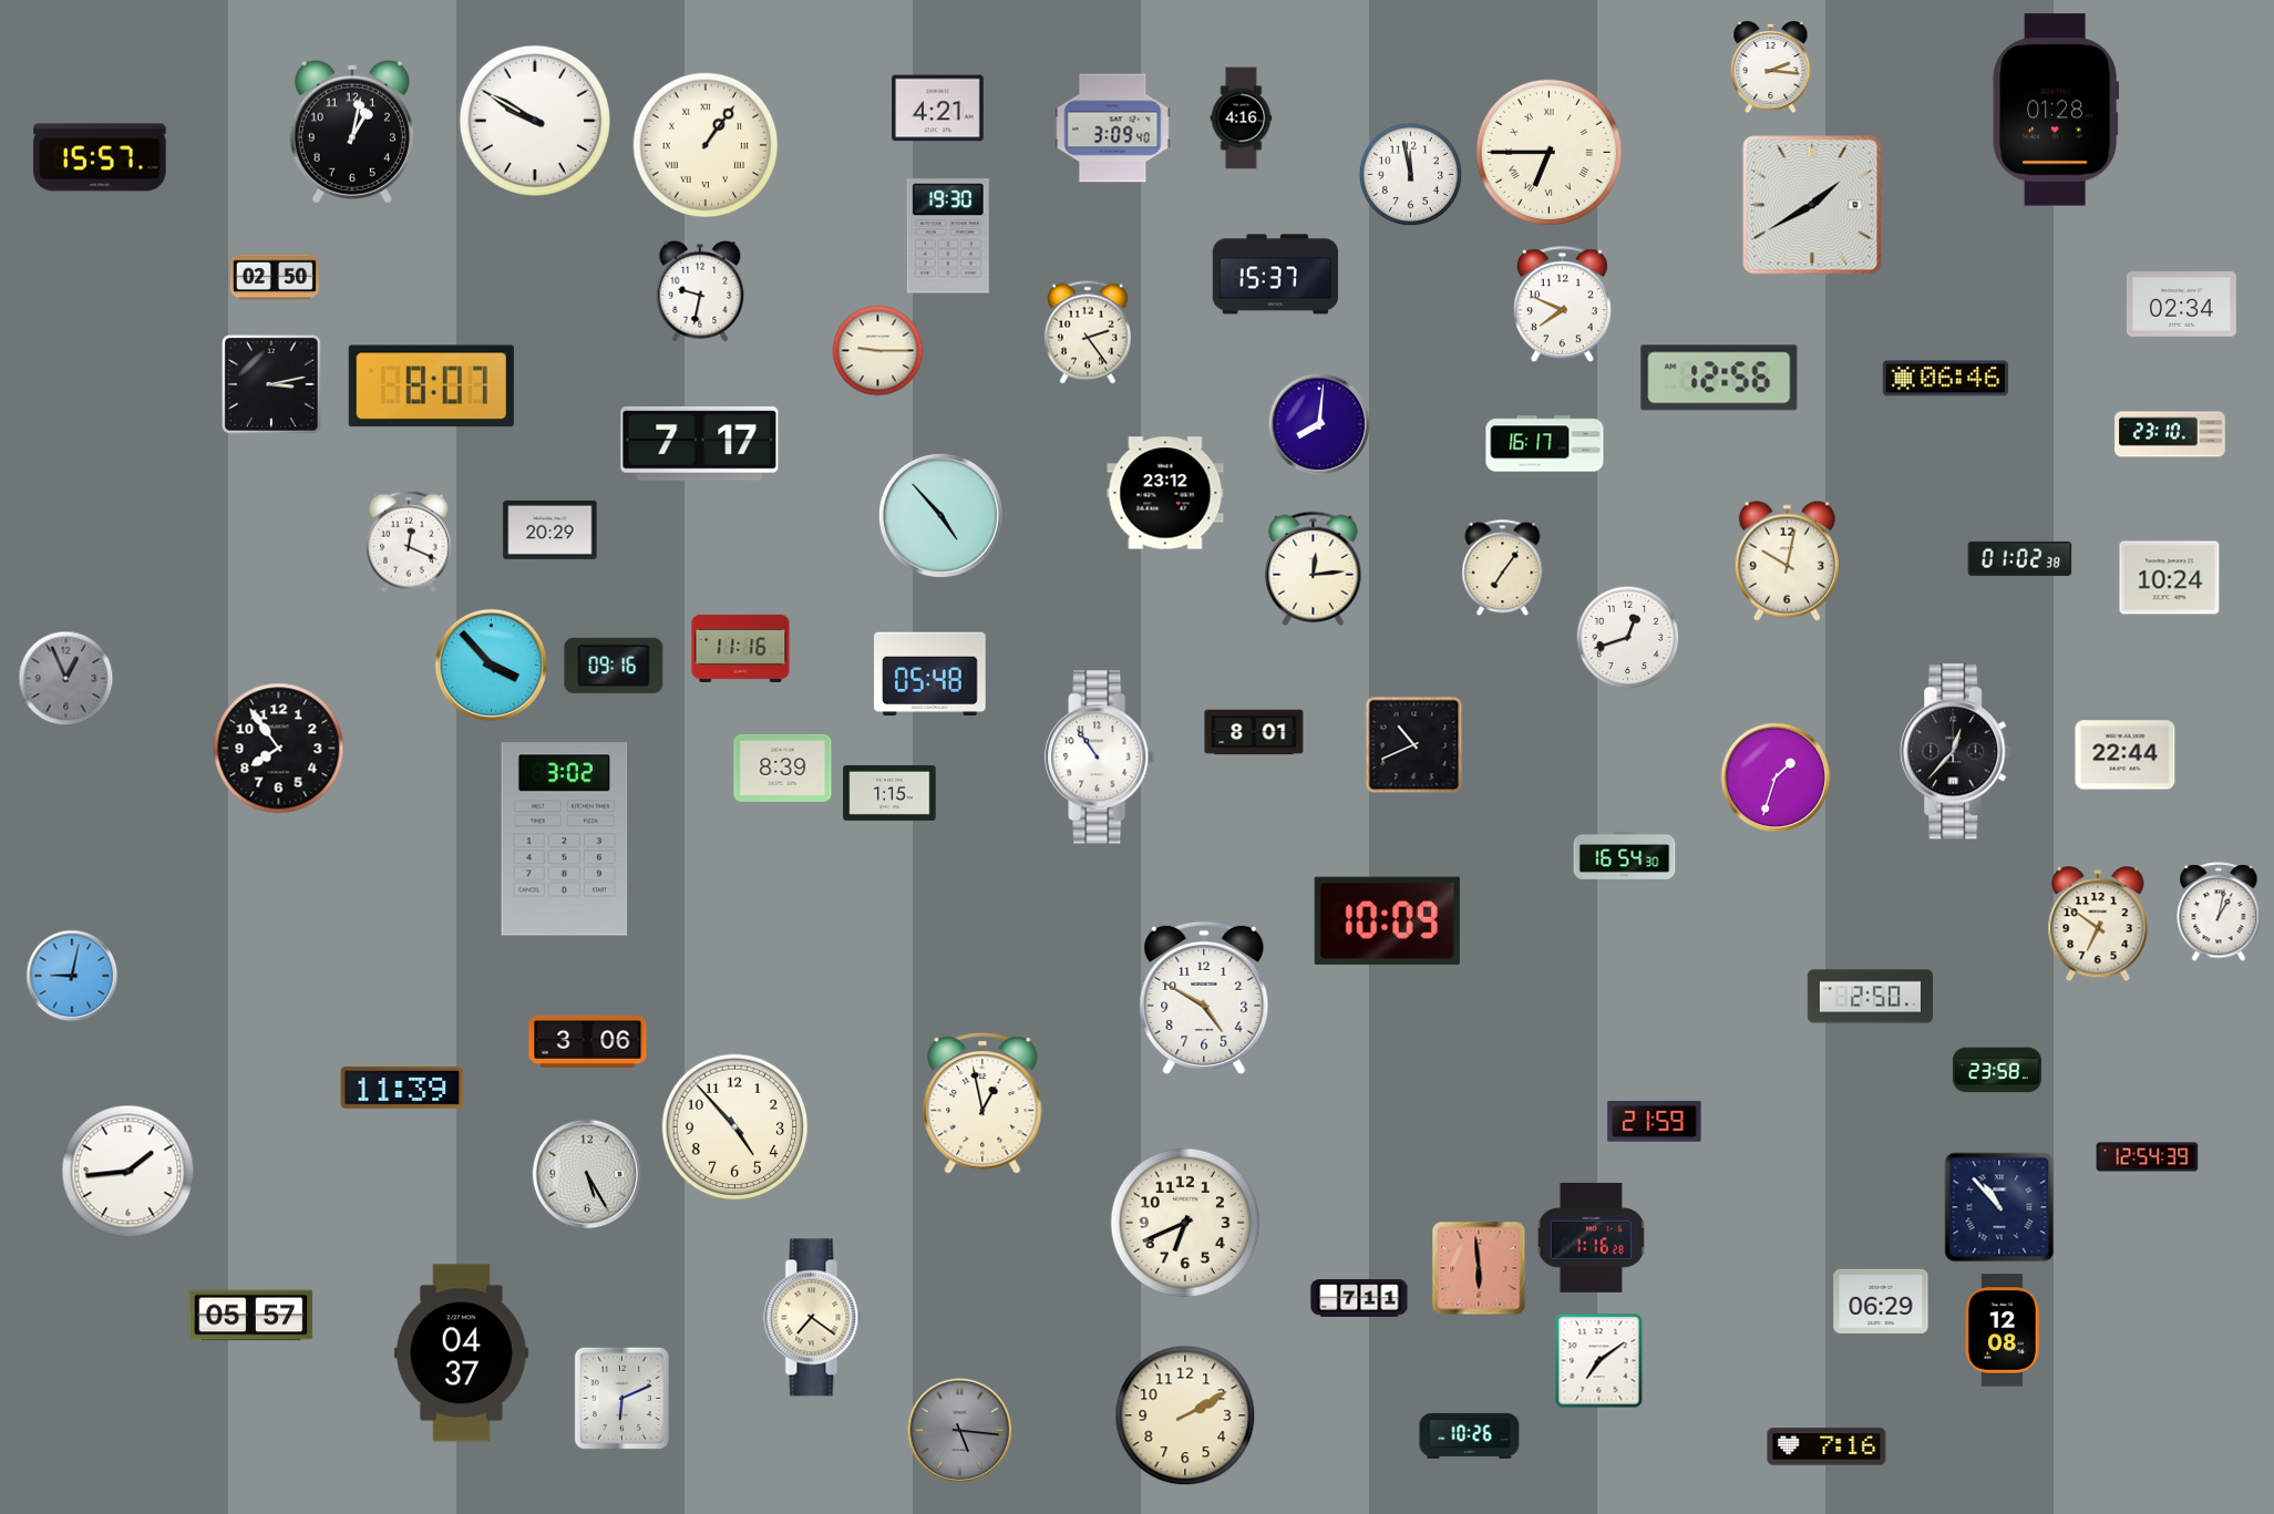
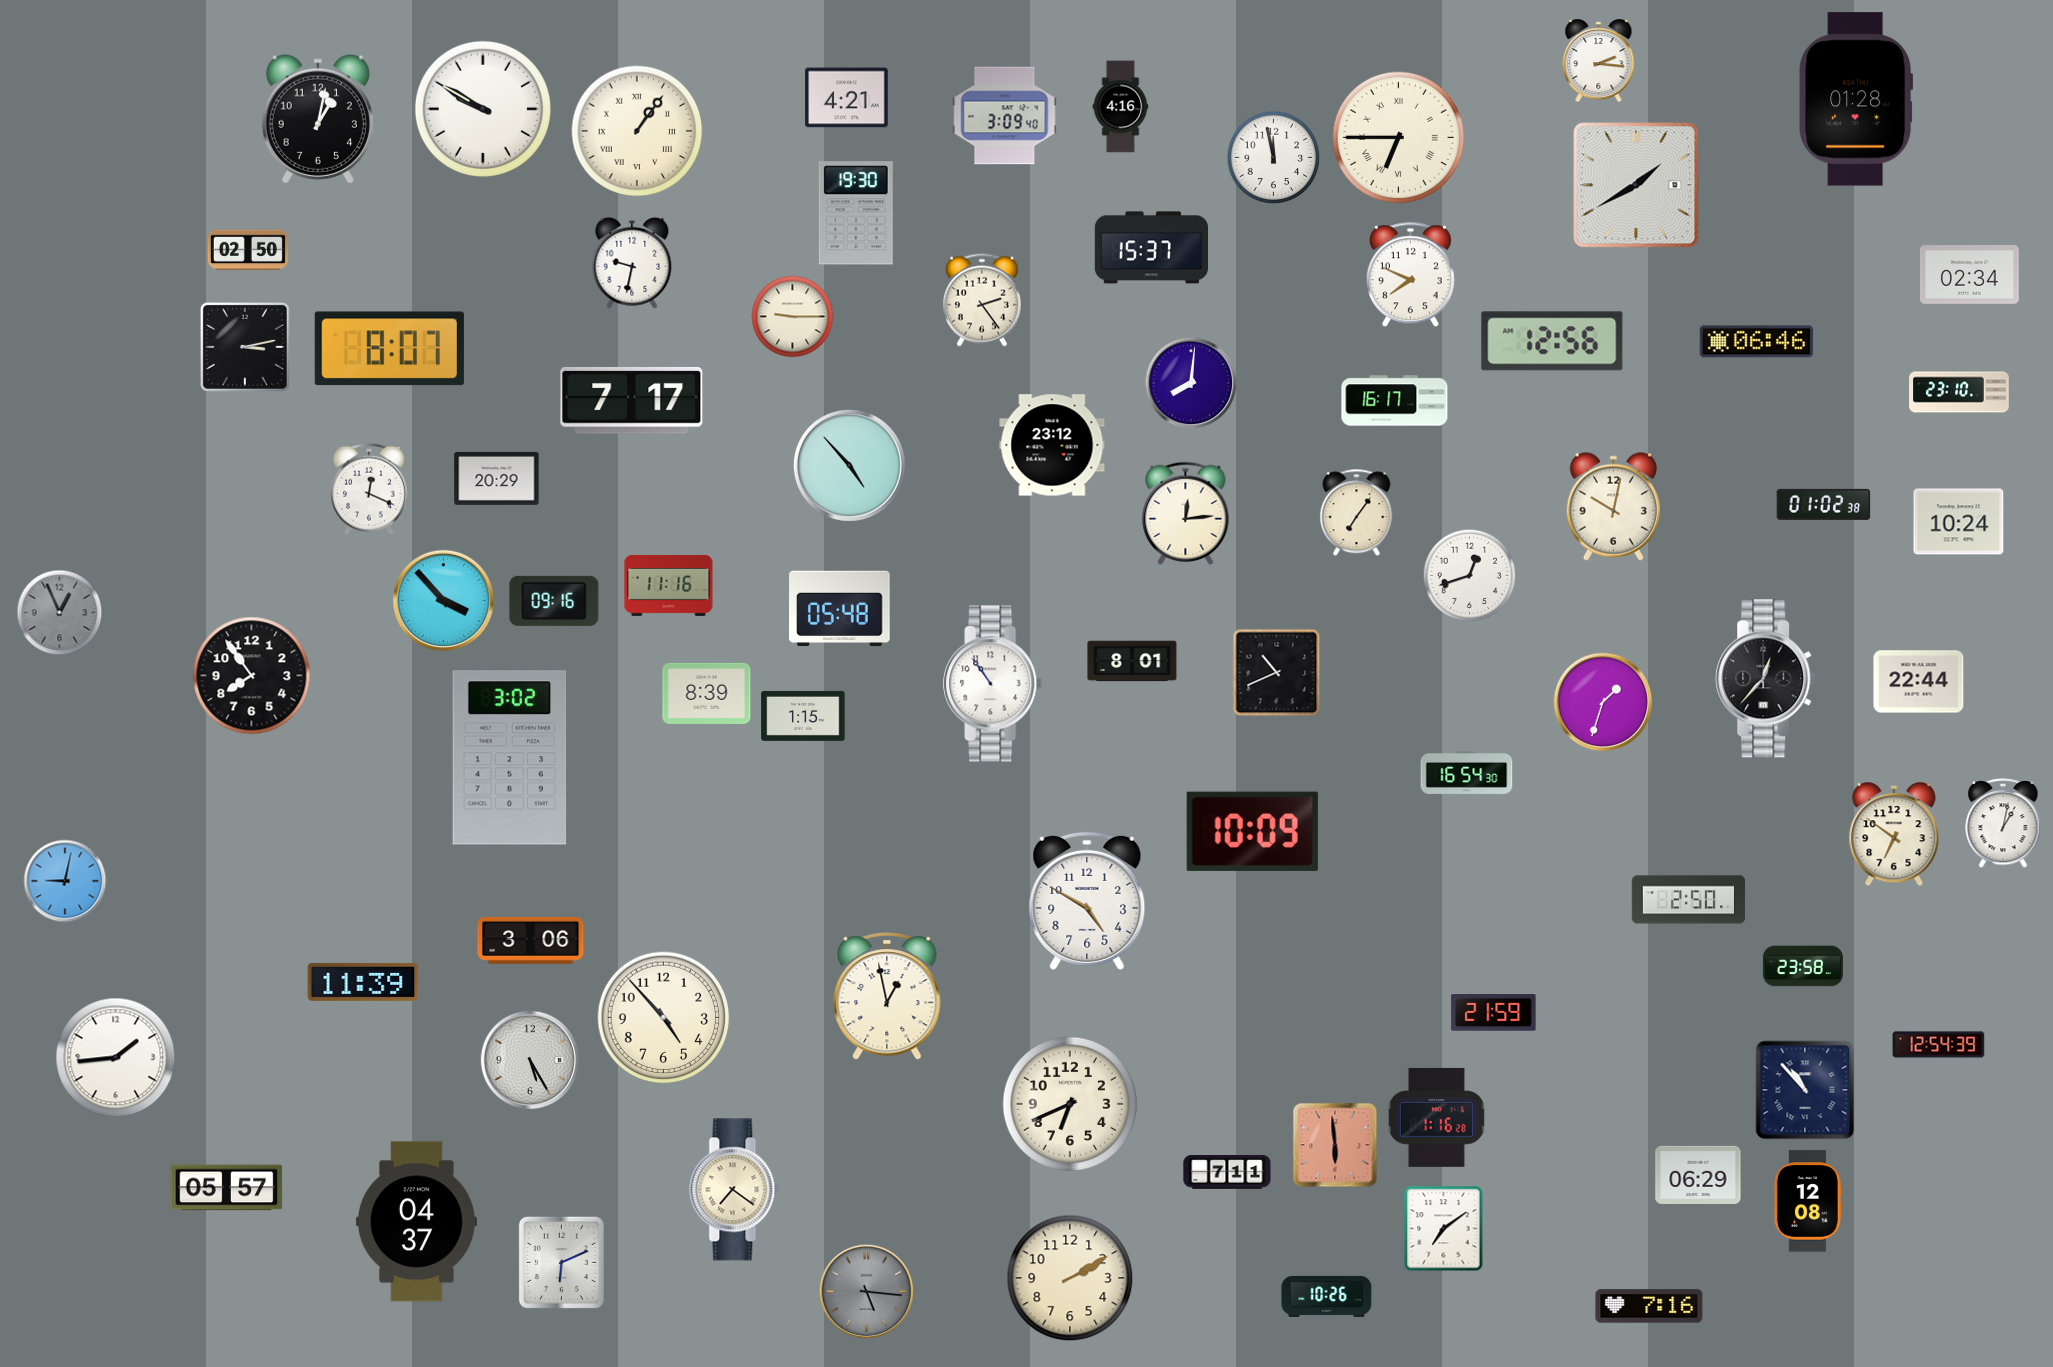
clock at (100, 157): 15:57 -> none
